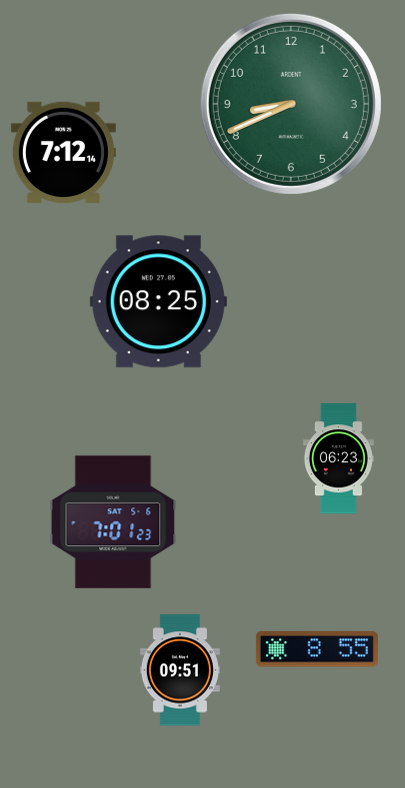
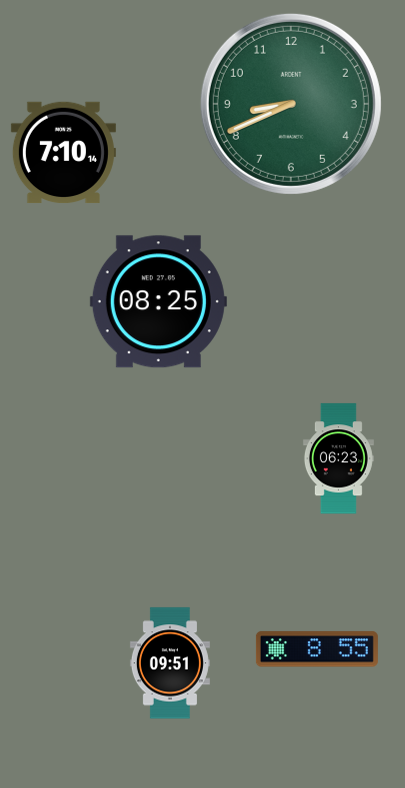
clock at (63, 153): 7:12 -> 7:10
clock at (113, 522): 7:01 -> none
clock at (180, 670) position: (180, 670) -> (170, 663)
